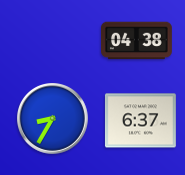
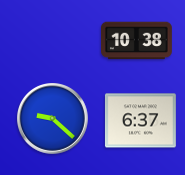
clock at (137, 41): 04:38 -> 10:38
clock at (53, 119): 8:35 -> 9:22
